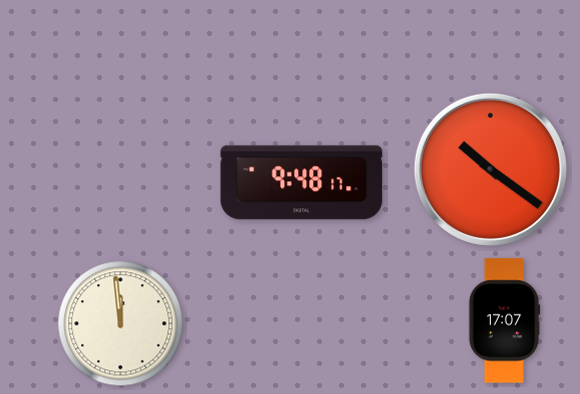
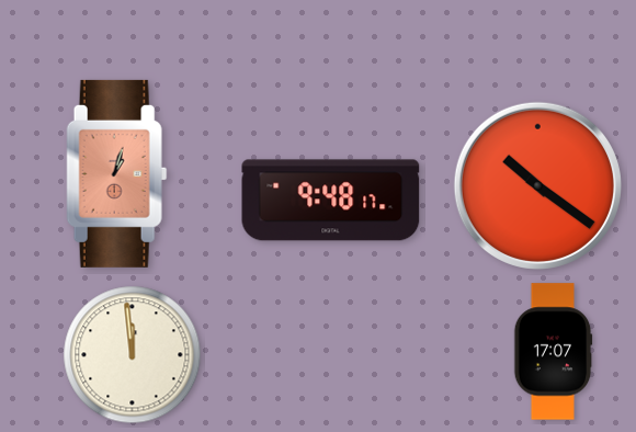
clock at (117, 173): none -> 1:03
